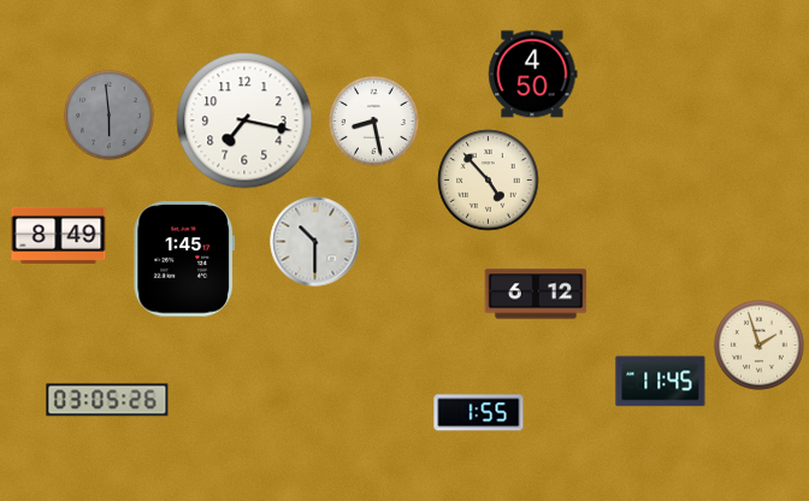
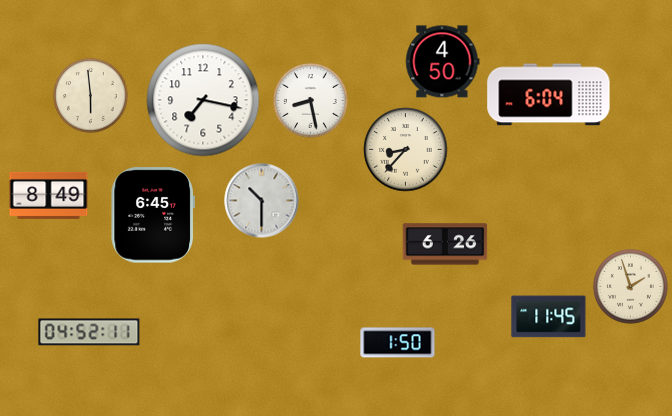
clock at (549, 95): none -> 6:04
clock at (110, 116) dial: grey -> cream
clock at (489, 181): 4:53 -> 8:37
clock at (183, 259): 1:45 -> 6:45
clock at (536, 294): 6:12 -> 6:26
clock at (107, 400): 03:05 -> 04:52
clock at (479, 413): 1:55 -> 1:50
